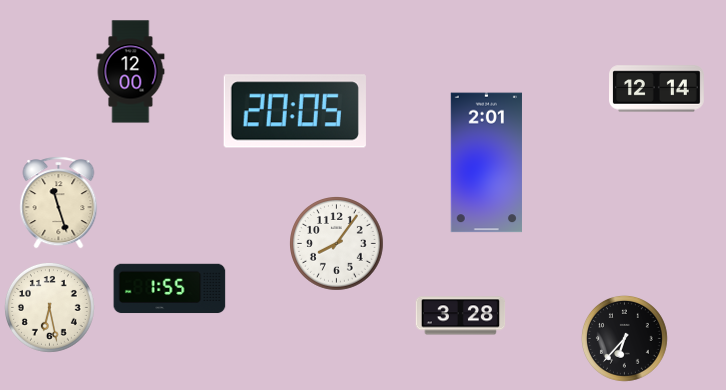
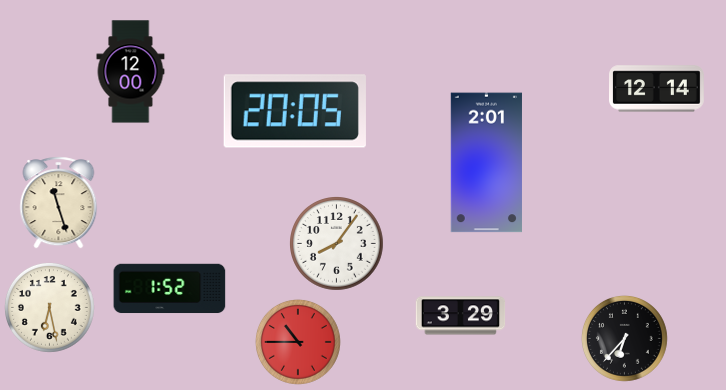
clock at (170, 289): 1:55 -> 1:52
clock at (461, 316): 3:28 -> 3:29
clock at (298, 342): none -> 10:45
